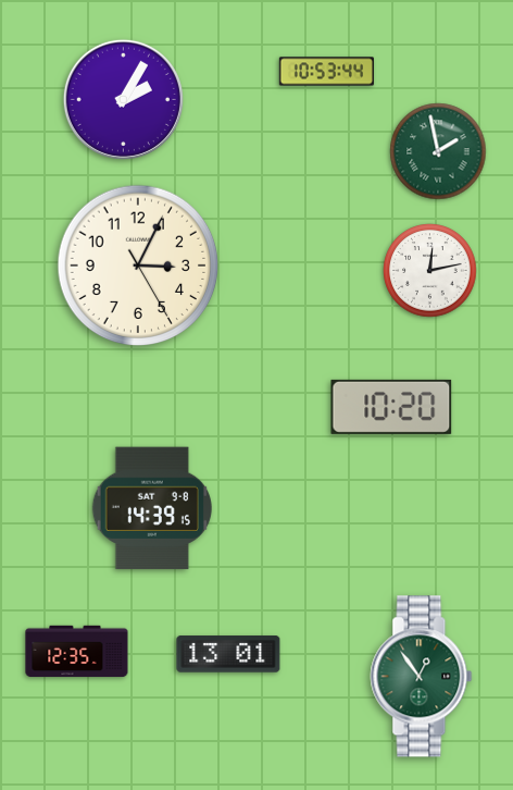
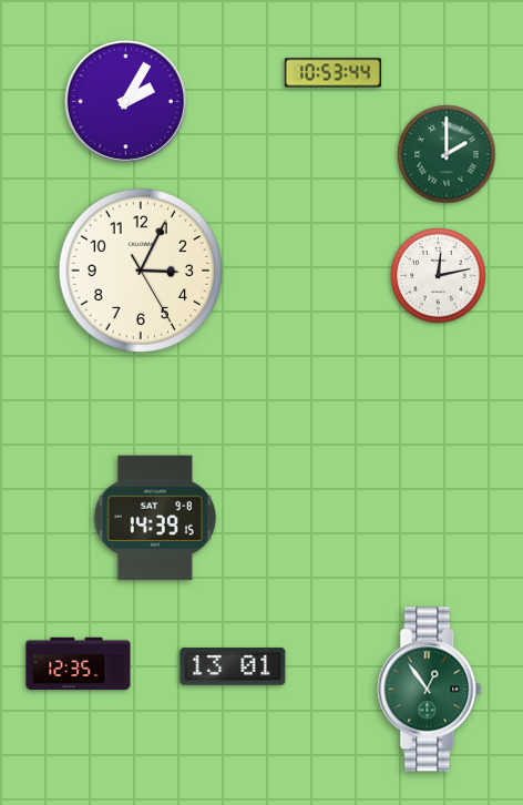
clock at (438, 151): 1:58 -> 2:00
clock at (391, 407): 10:20 -> none
